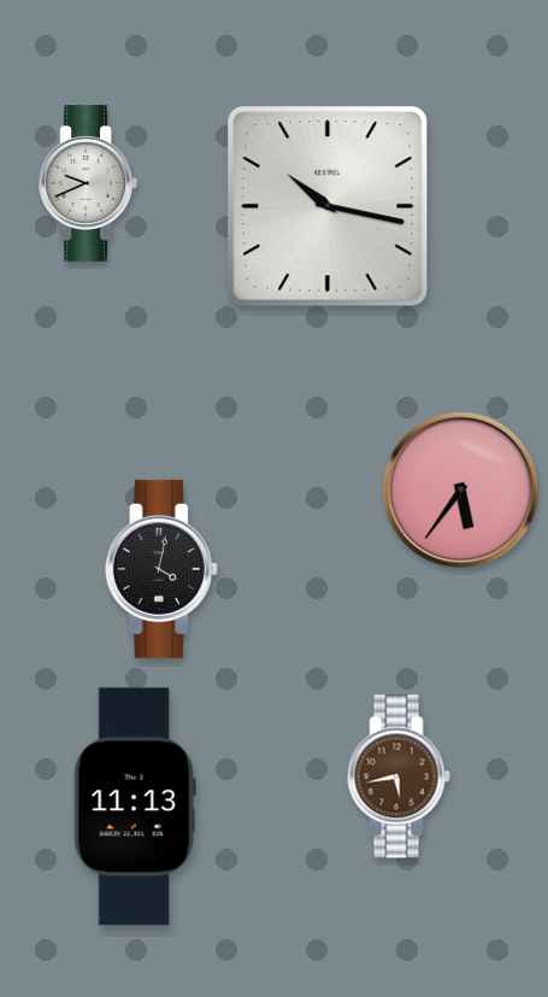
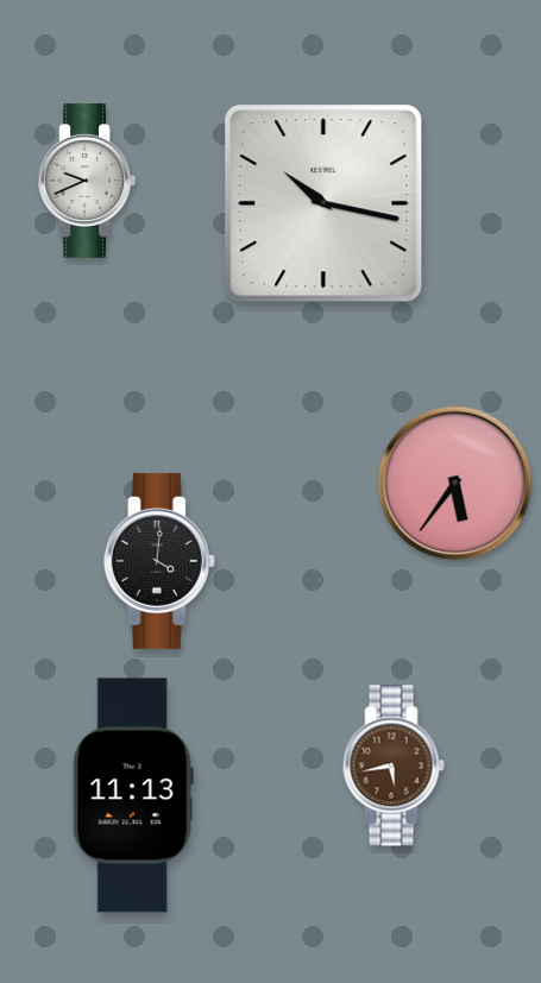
clock at (161, 569): 4:02 -> 4:01
